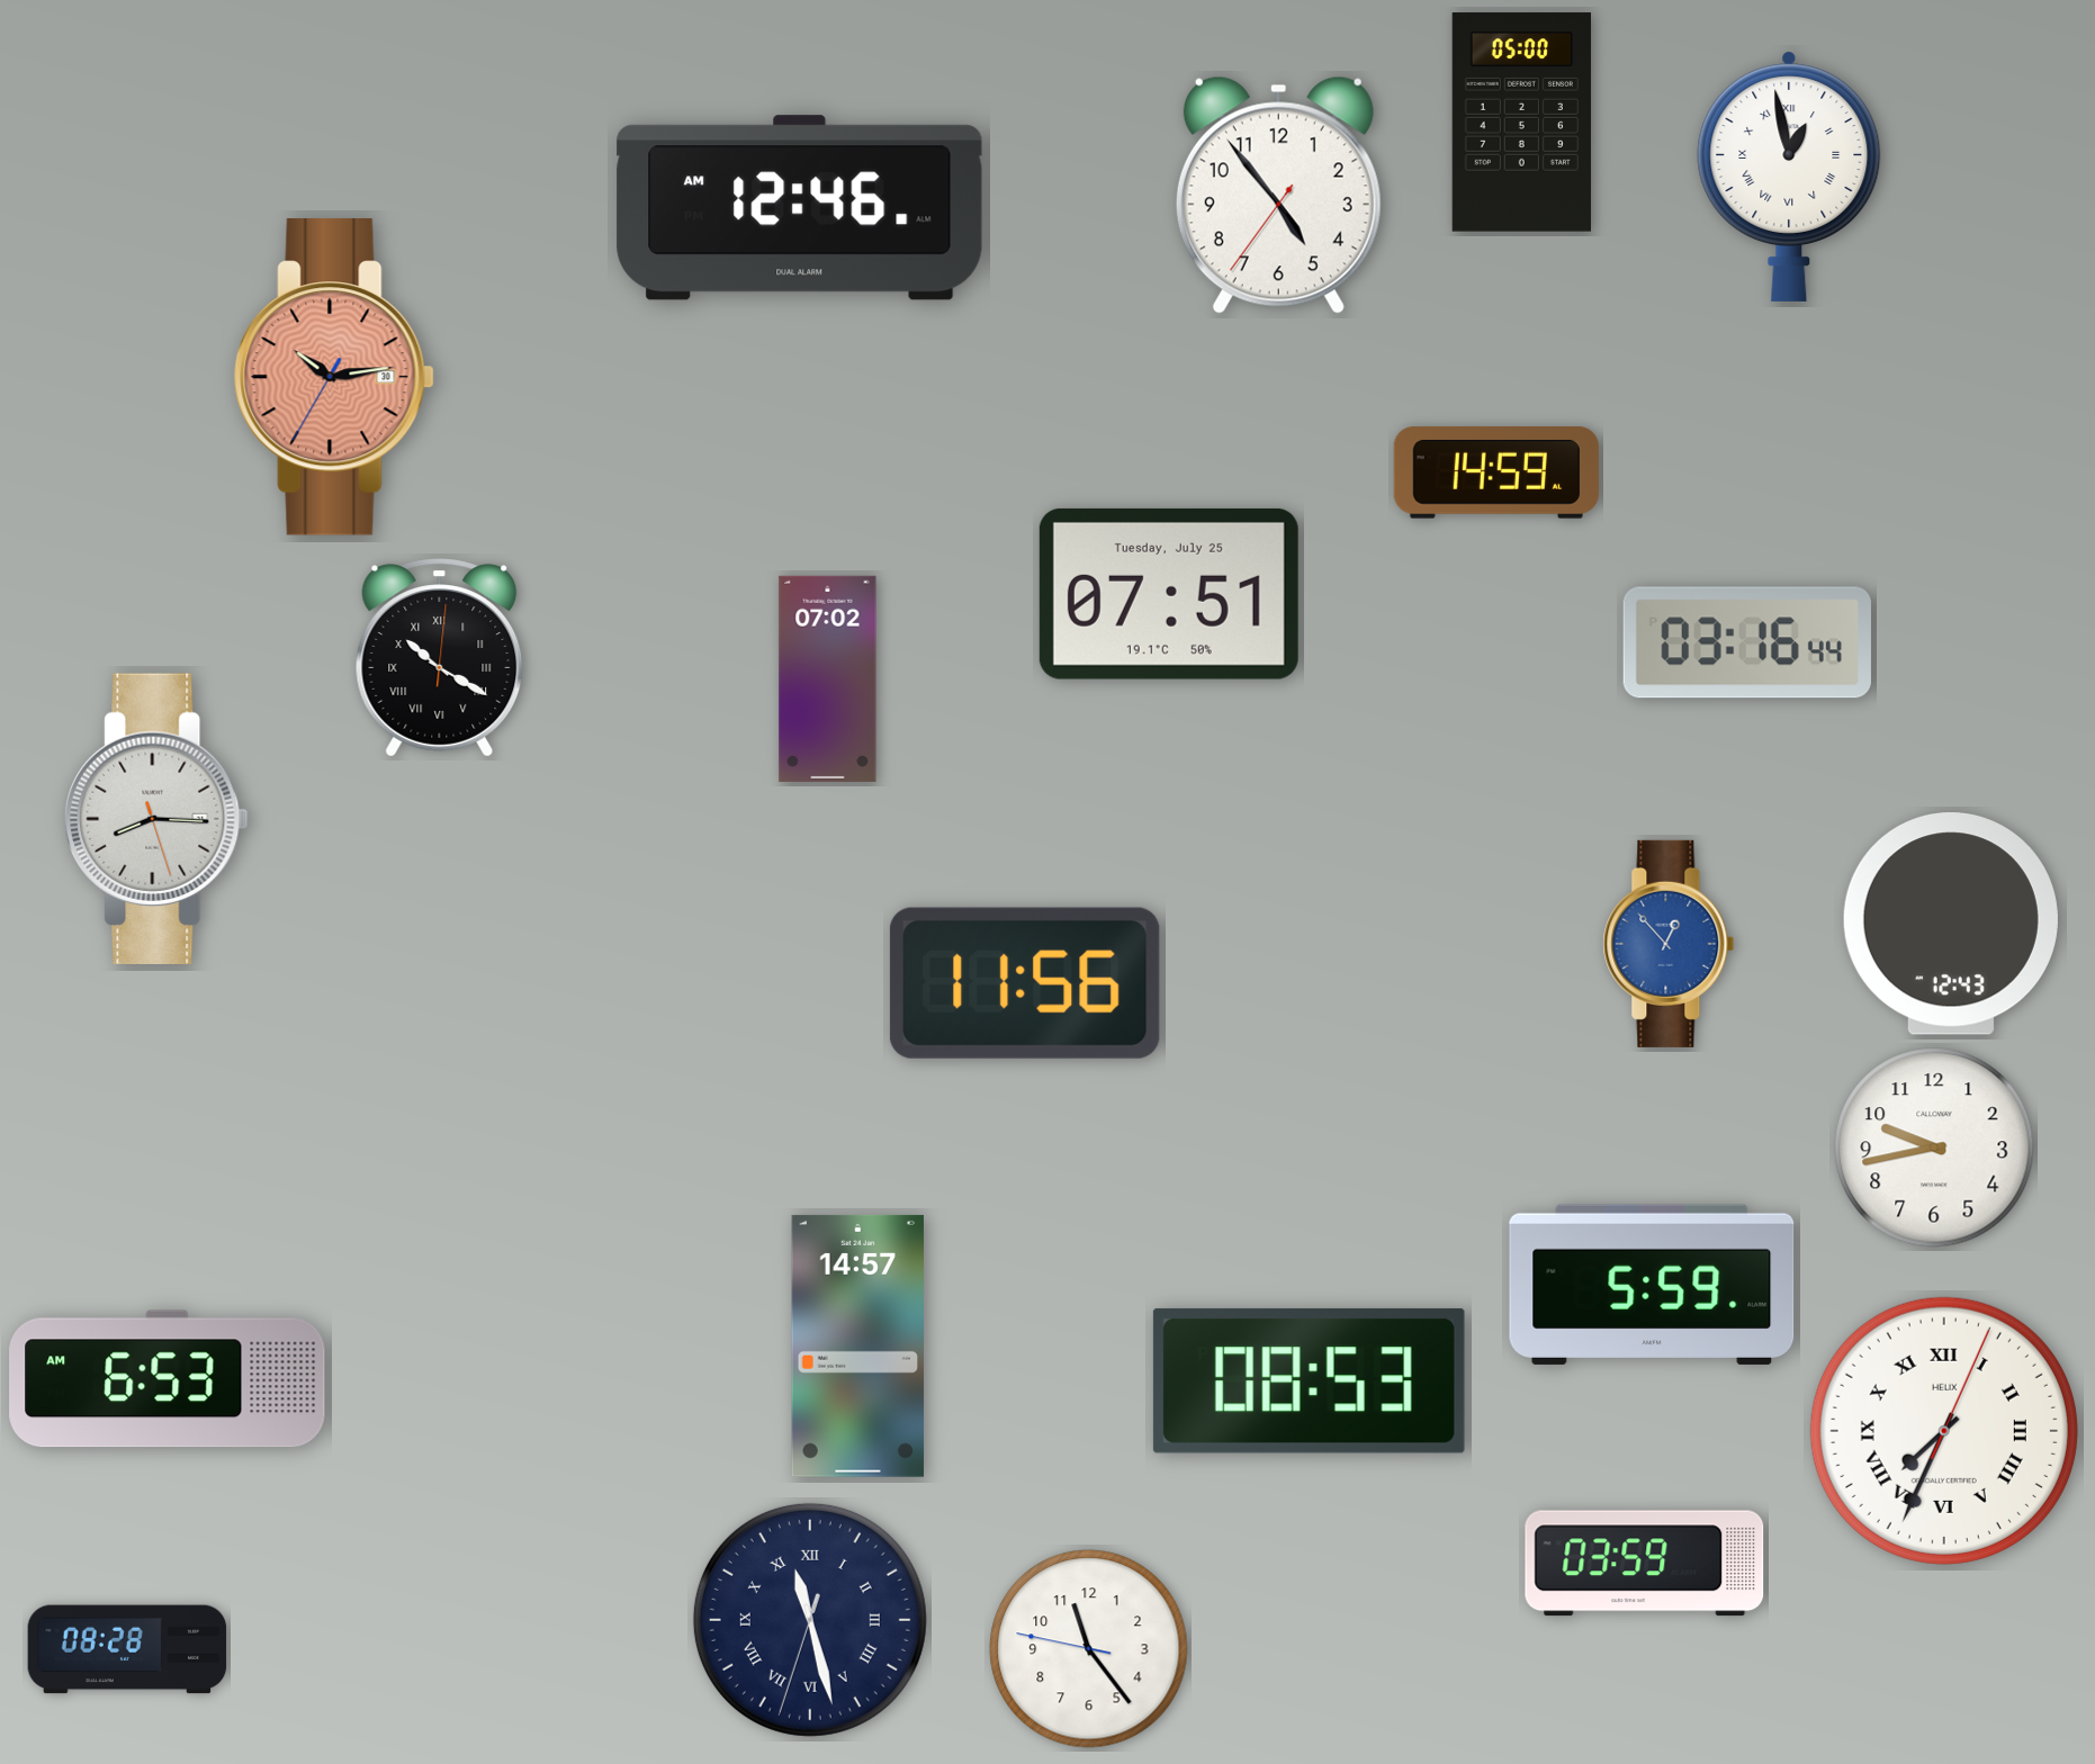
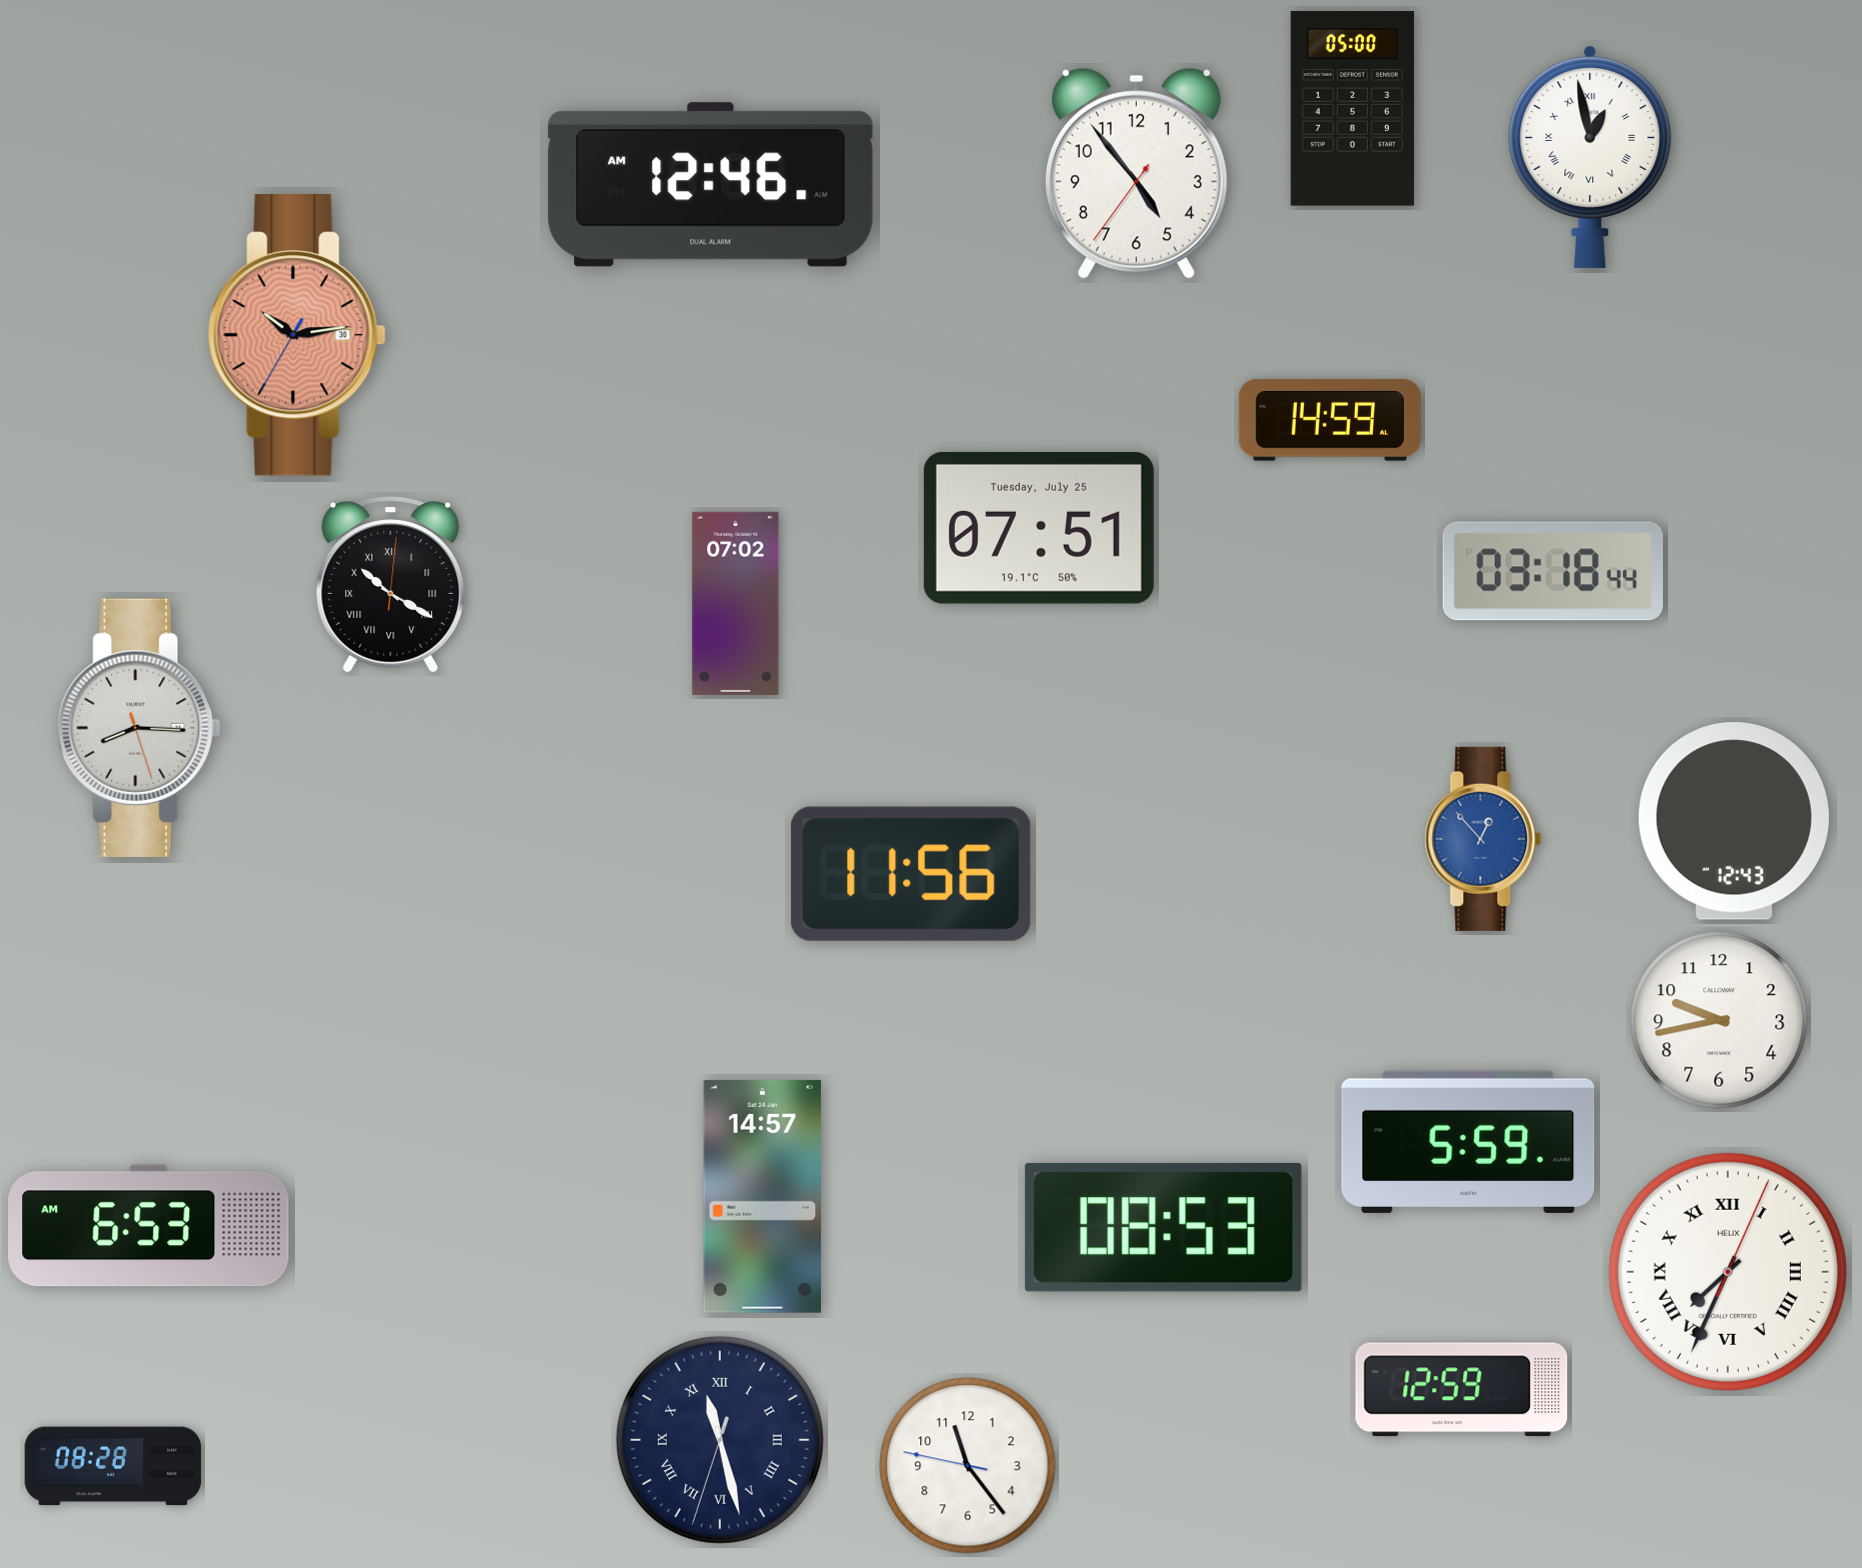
clock at (1747, 642): 03:16 -> 03:18
clock at (1645, 1564): 03:59 -> 12:59
